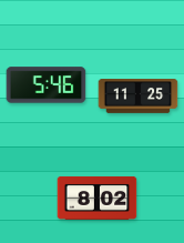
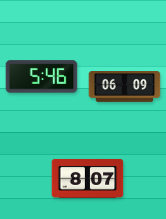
clock at (139, 97): 11:25 -> 06:09
clock at (98, 198): 8:02 -> 8:07
